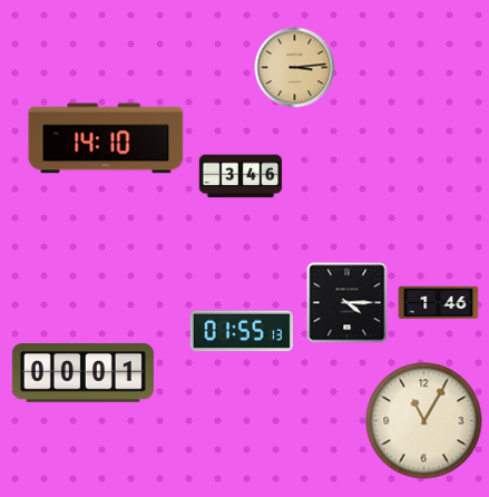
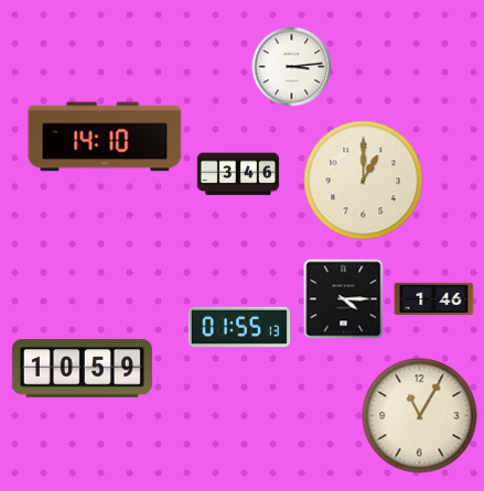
clock at (295, 68) dial: champagne -> white
clock at (364, 181): none -> 1:00
clock at (82, 373): 00:01 -> 10:59
